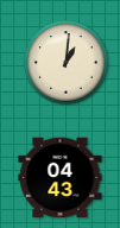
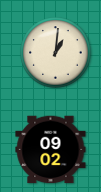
clock at (61, 178): 04:43 -> 09:02
